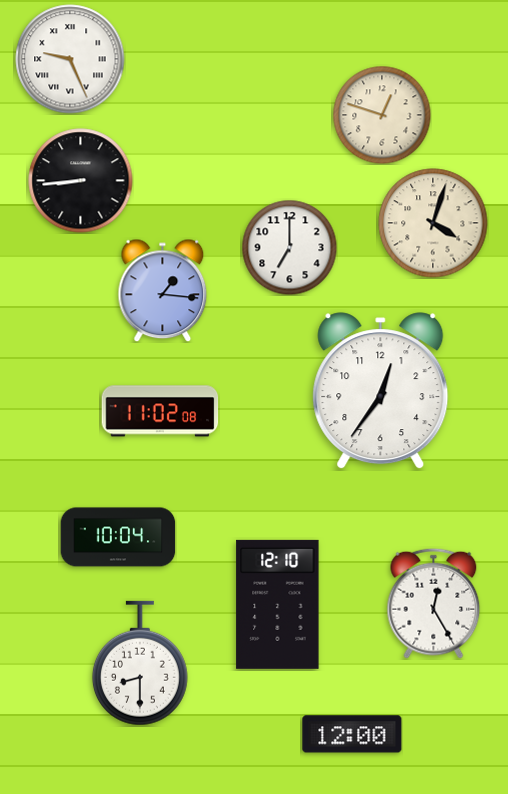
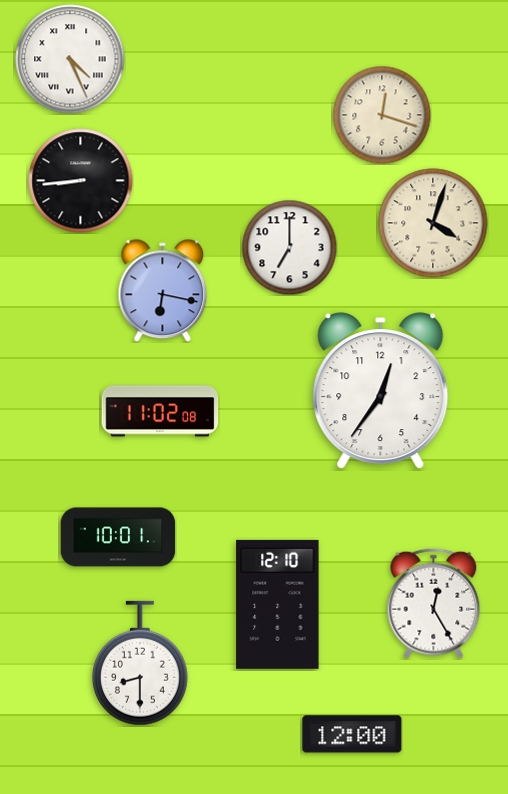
clock at (70, 59): 9:26 -> 4:26
clock at (382, 115): 12:48 -> 12:18
clock at (163, 290): 1:16 -> 6:17
clock at (118, 537): 10:04 -> 10:01
